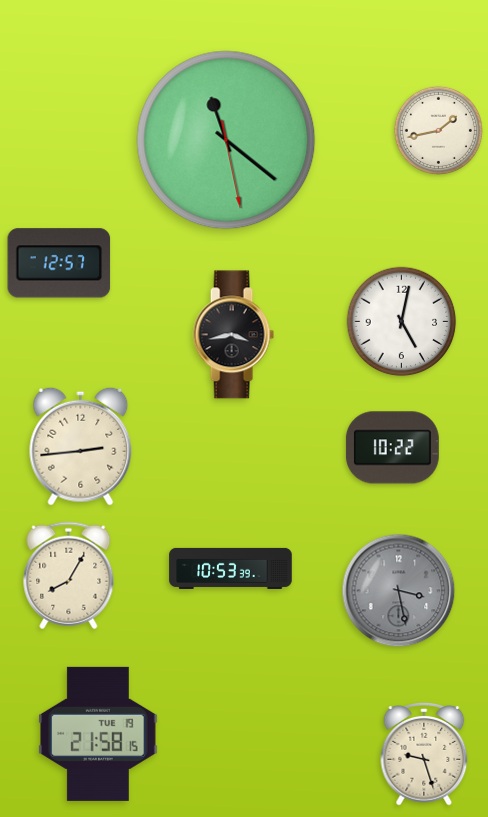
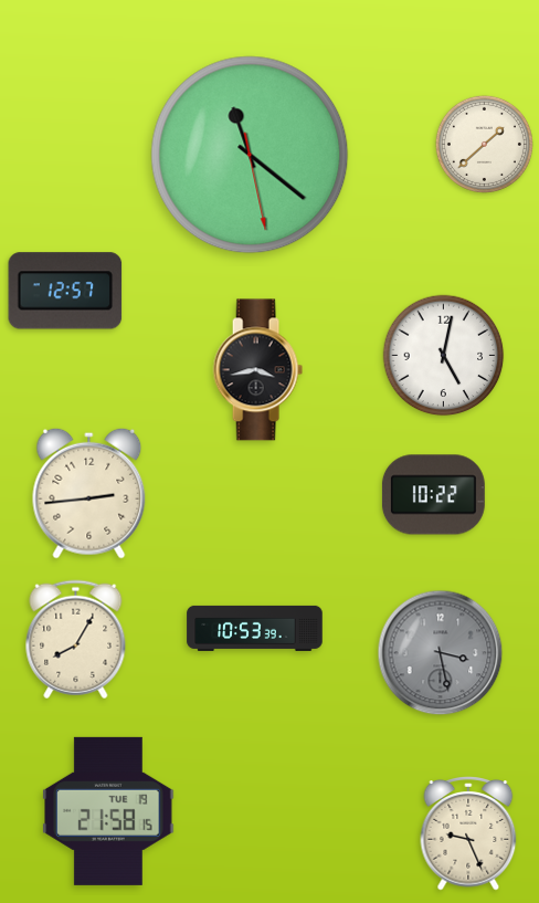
clock at (438, 130): 1:43 -> 1:38
clock at (69, 576) position: (69, 576) -> (76, 640)
clock at (424, 755): 9:27 -> 9:26
